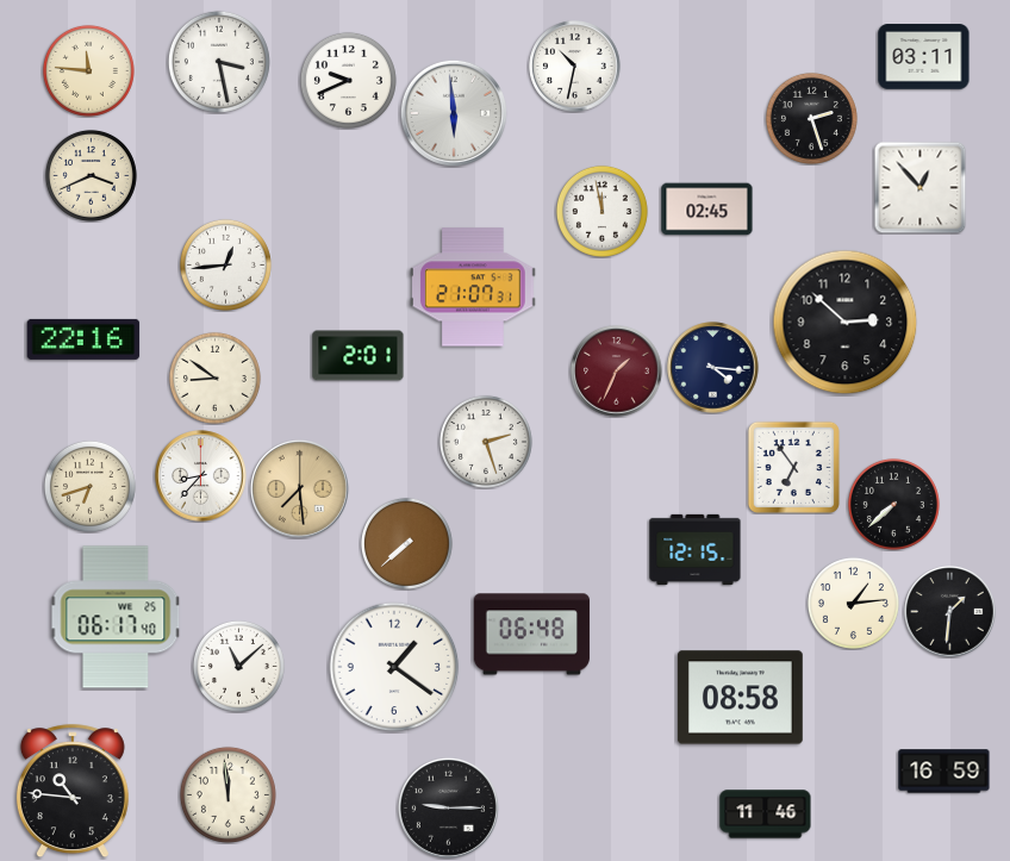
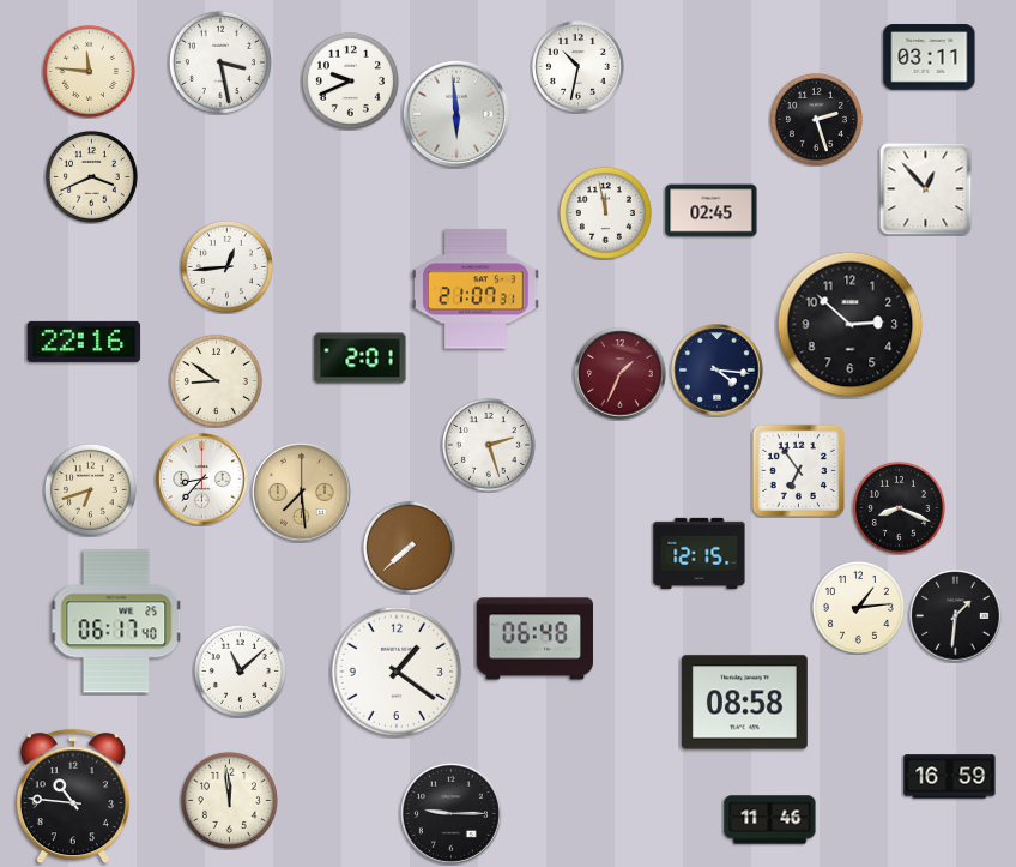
clock at (893, 504): 7:38 -> 8:19
